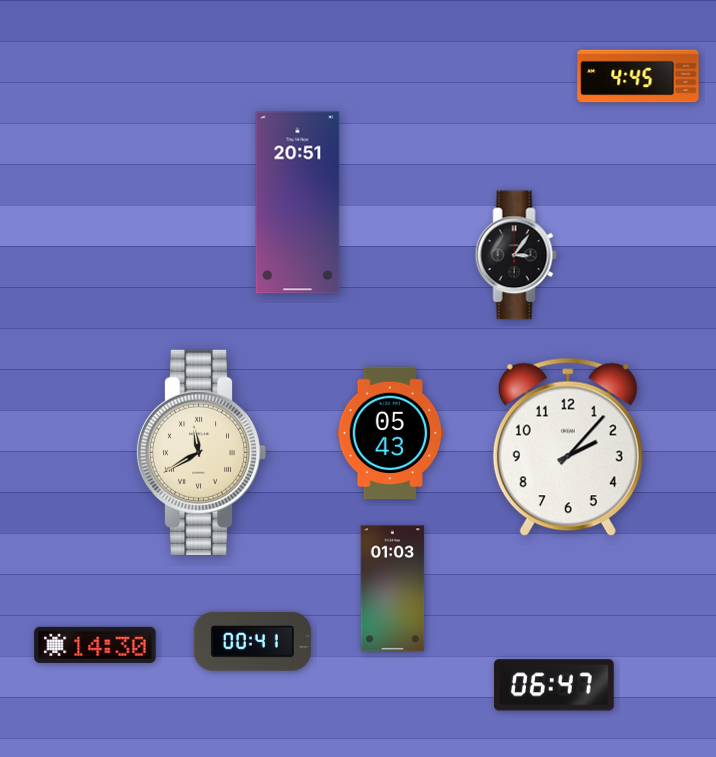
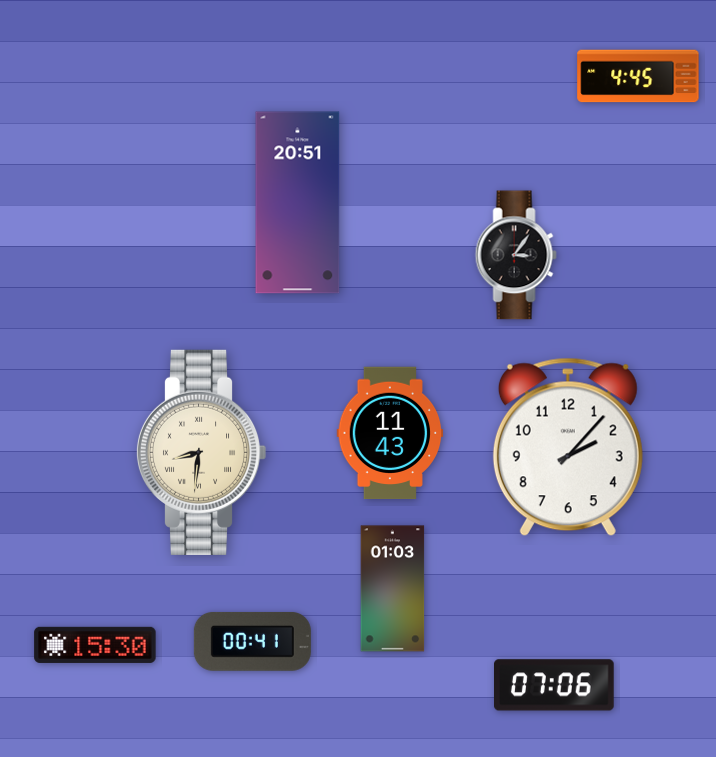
clock at (390, 433): 05:43 -> 11:43
clock at (201, 452): 11:40 -> 8:31
clock at (95, 645): 14:30 -> 15:30
clock at (555, 685): 06:47 -> 07:06
